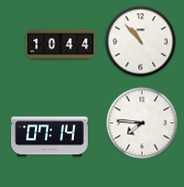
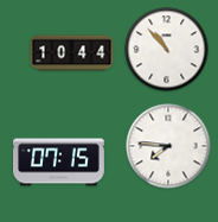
clock at (50, 137): 07:14 -> 07:15
